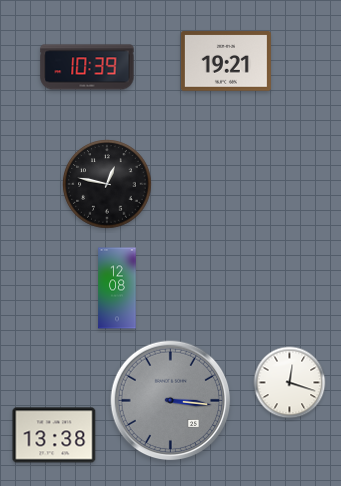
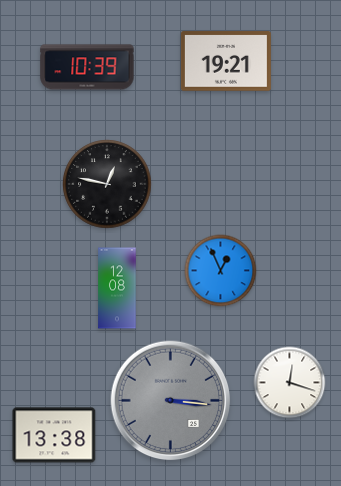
clock at (221, 271): none -> 12:56
